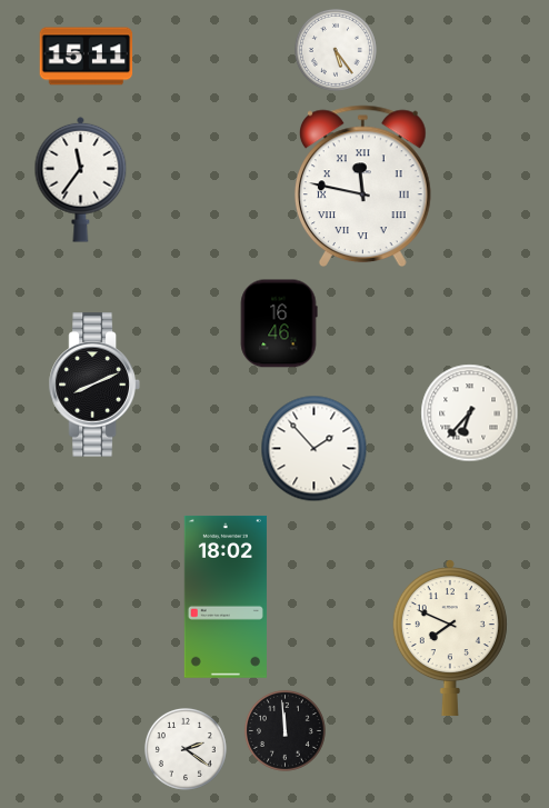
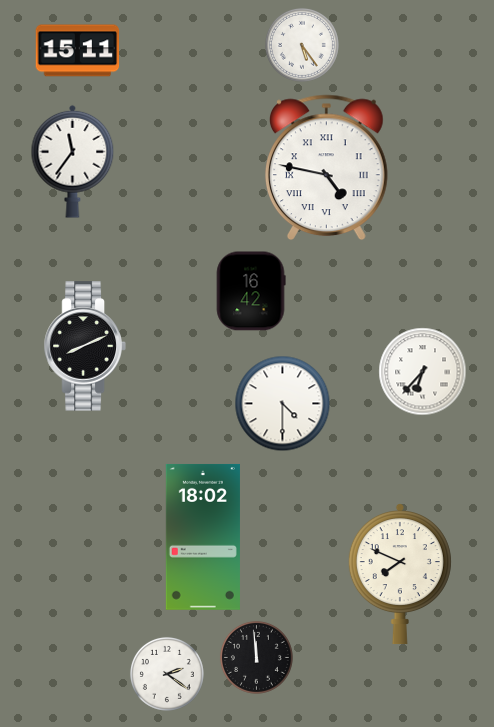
clock at (362, 187): 11:47 -> 4:47
clock at (279, 323): 16:46 -> 16:42
clock at (315, 449): 1:53 -> 4:30
clock at (450, 639) position: (450, 639) -> (400, 575)
